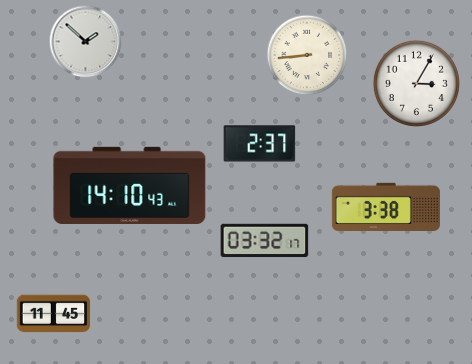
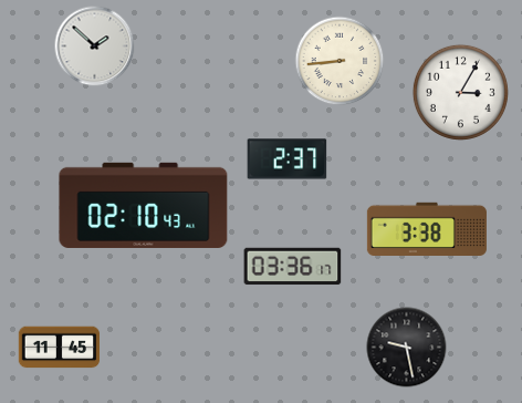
clock at (130, 185): 14:10 -> 02:10
clock at (265, 241): 03:32 -> 03:36
clock at (407, 348): none -> 9:28
